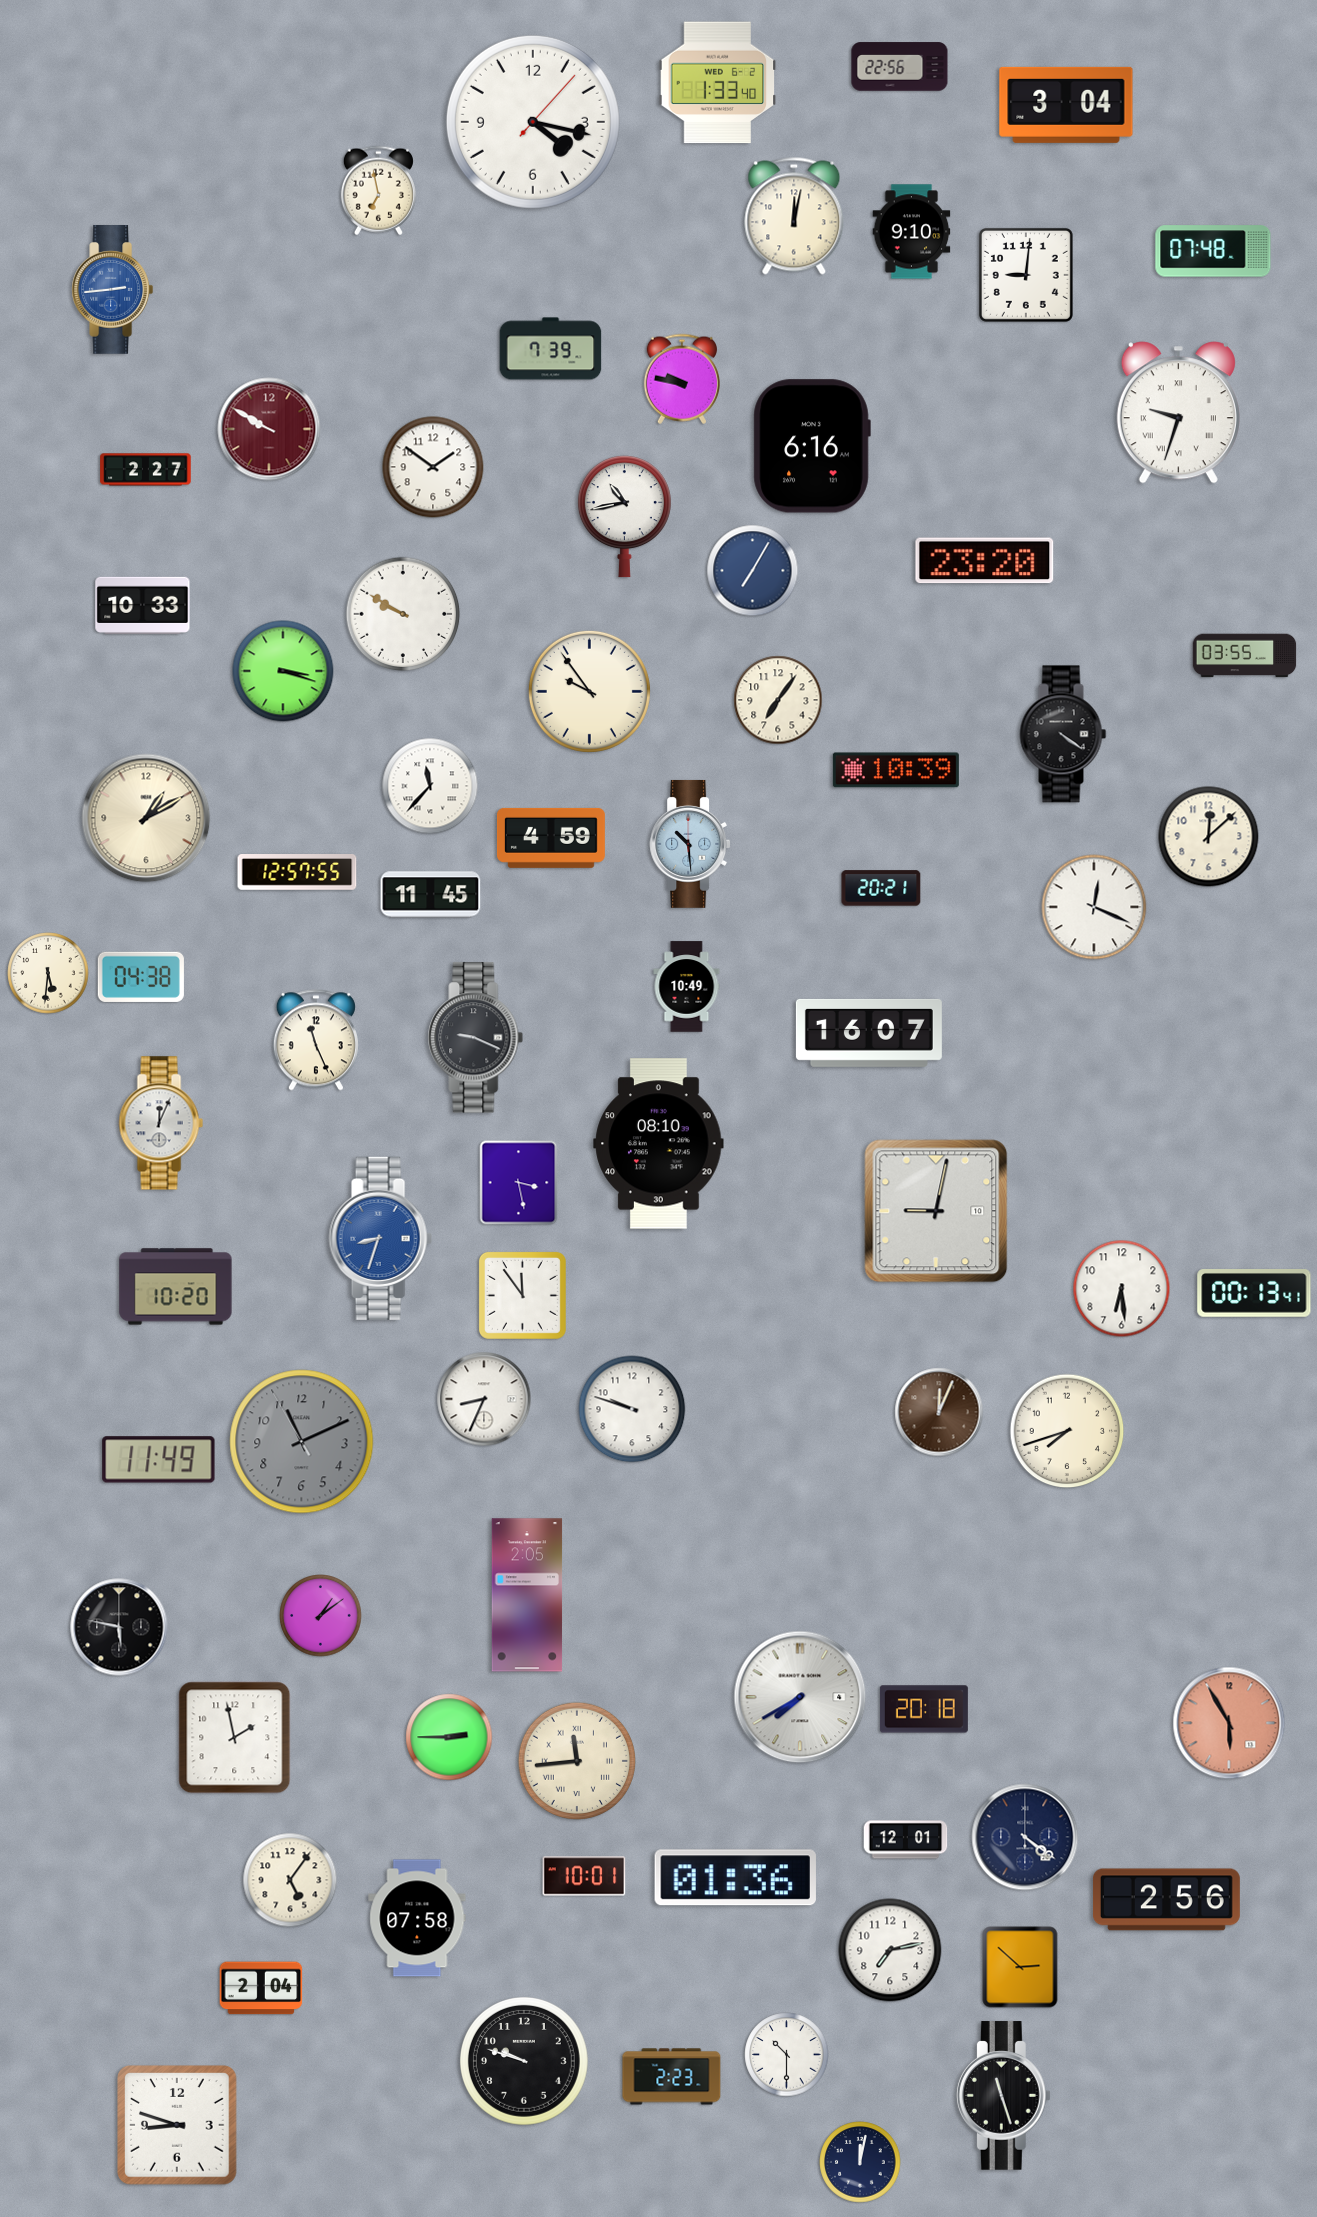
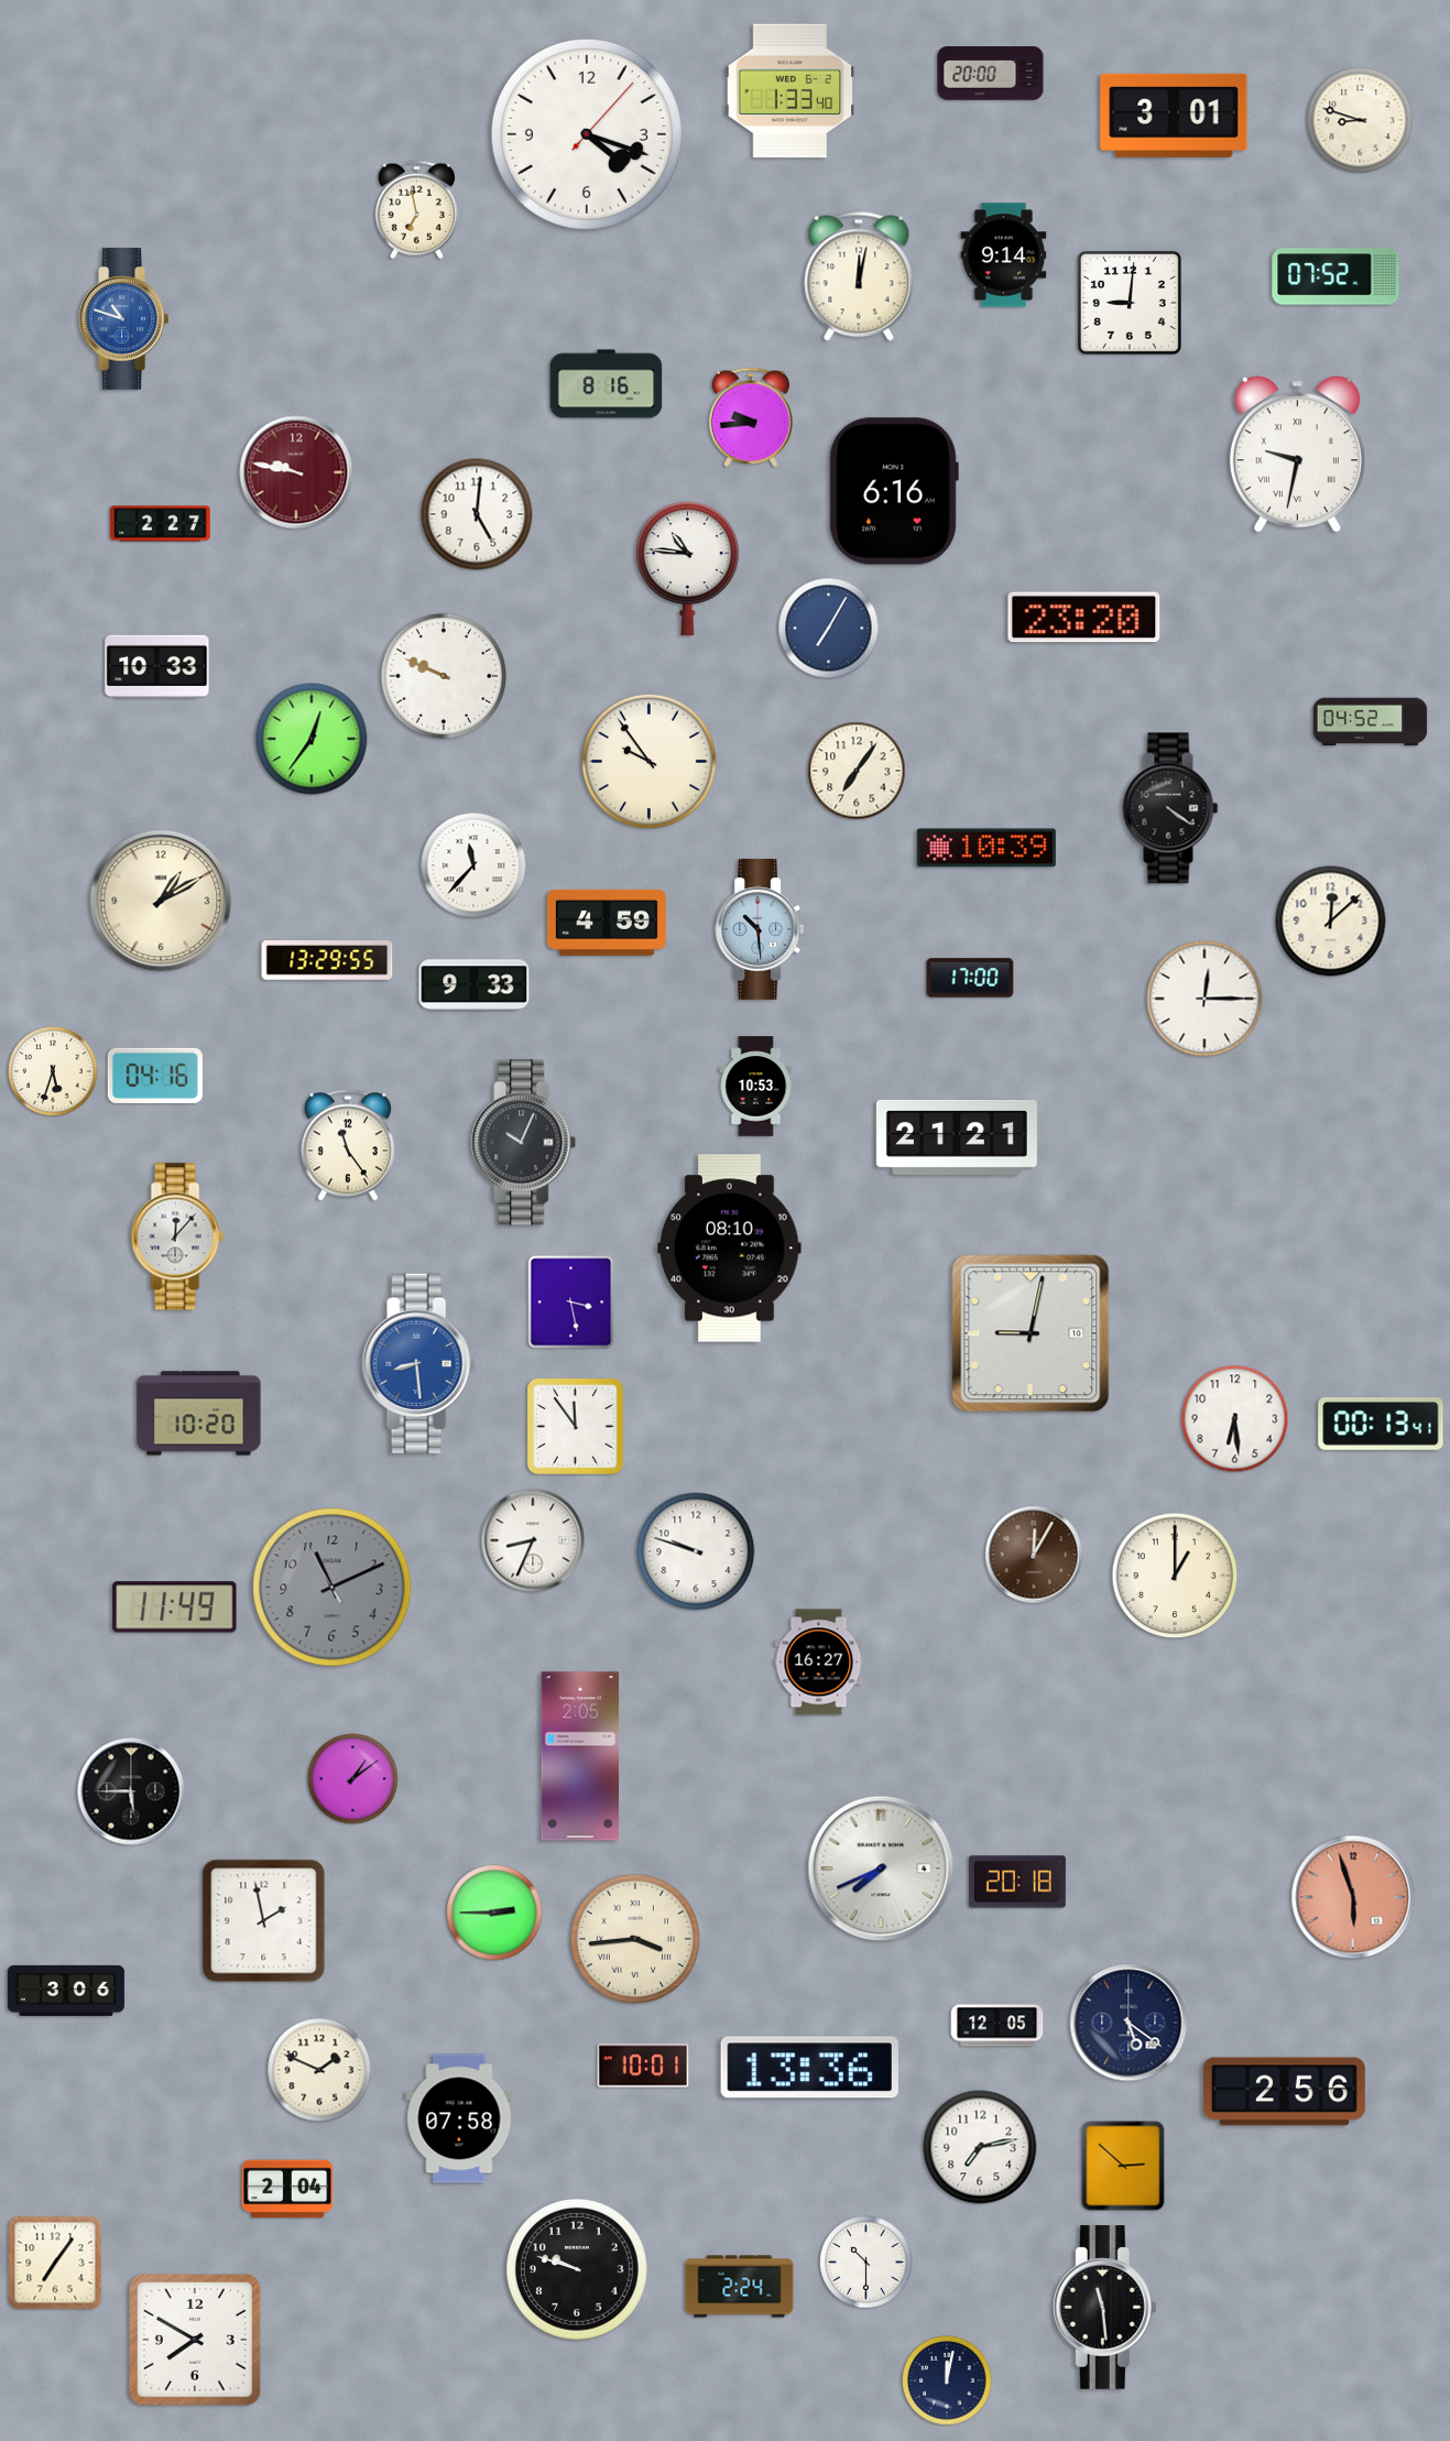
clock at (900, 67): 22:56 -> 20:00
clock at (1066, 105): 3:04 -> 3:01
clock at (1360, 120): none -> 8:48
clock at (533, 122): 4:17 -> 4:18
clock at (794, 216) position: (794, 216) -> (859, 276)
clock at (912, 232): 9:10 -> 9:14
clock at (1213, 251): 07:48 -> 07:52
clock at (113, 290): 2:44 -> 10:48
clock at (551, 349): 7:39 -> 8:16
clock at (681, 379): 9:47 -> 9:44
clock at (1178, 413): 9:33 -> 9:32
clock at (269, 429): 9:50 -> 9:47
clock at (433, 467): 1:51 -> 5:01
clock at (146, 470) position: (146, 470) -> (161, 524)
clock at (624, 517): 10:43 -> 10:46
clock at (403, 614): 9:50 -> 9:49
clock at (1245, 656): 03:55 -> 04:52
clock at (283, 671): 3:18 -> 12:36
clock at (297, 872): 12:57 -> 13:29
clock at (881, 888): 20:21 -> 17:00
clock at (431, 895): 11:45 -> 9:33
clock at (1094, 907): 12:19 -> 12:15
clock at (48, 973): 5:31 -> 5:33
clock at (141, 977): 04:38 -> 04:16
clock at (687, 987): 10:49 -> 10:53
clock at (869, 1033): 16:07 -> 21:21
clock at (476, 1038): 9:19 -> 10:04
clock at (316, 1040): 11:26 -> 11:24
clock at (161, 1123): 12:04 -> 12:07
clock at (659, 1144) position: (659, 1144) -> (730, 1249)
clock at (380, 1238): 8:33 -> 8:29
clock at (176, 1287) position: (176, 1287) -> (199, 1414)
clock at (939, 1412): 12:04 -> 12:05
clock at (1067, 1431): 7:42 -> 1:00
clock at (819, 1663): none -> 16:27
clock at (119, 1627): 5:47 -> 5:45
clock at (800, 1697): 7:40 -> 7:41
clock at (1229, 1723): 5:55 -> 5:57
clock at (235, 1738) position: (235, 1738) -> (264, 1921)
clock at (577, 1761): 11:44 -> 3:44
clock at (66, 1991): none -> 3:06
clock at (1025, 1837): 4:21 -> 5:21
clock at (906, 1840): 12:01 -> 12:05
clock at (735, 1878): 01:36 -> 13:36
clock at (290, 1880): 5:06 -> 1:49
clock at (417, 1918) position: (417, 1918) -> (459, 2118)
clock at (55, 2263): none -> 7:06
clock at (672, 2077): 2:23 -> 2:24
clock at (1003, 2096): 11:27 -> 11:29
clock at (177, 2125): 8:48 -> 7:50
